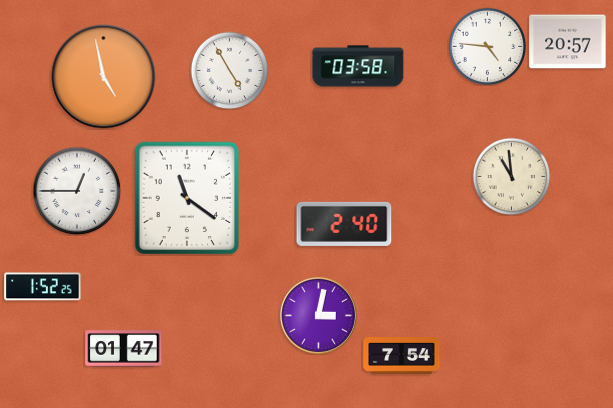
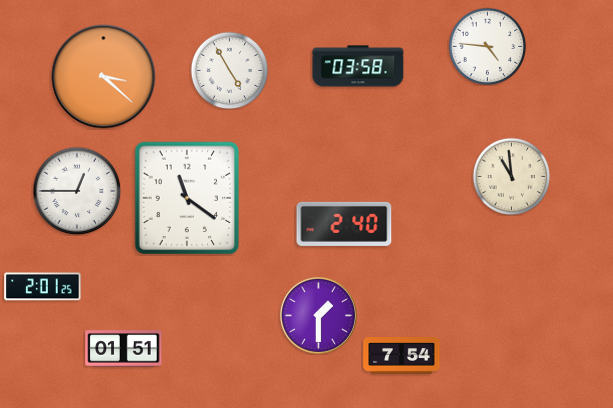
clock at (568, 42): 20:57 -> none
clock at (104, 77): 4:58 -> 3:22
clock at (43, 287): 1:52 -> 2:01
clock at (318, 315): 3:02 -> 1:30
clock at (124, 349): 01:47 -> 01:51
